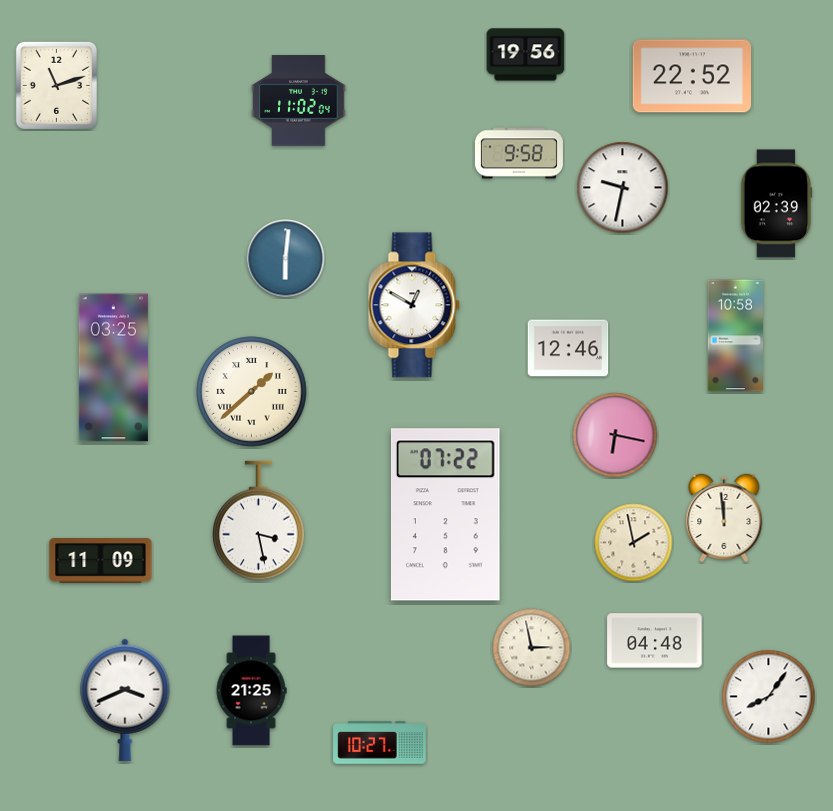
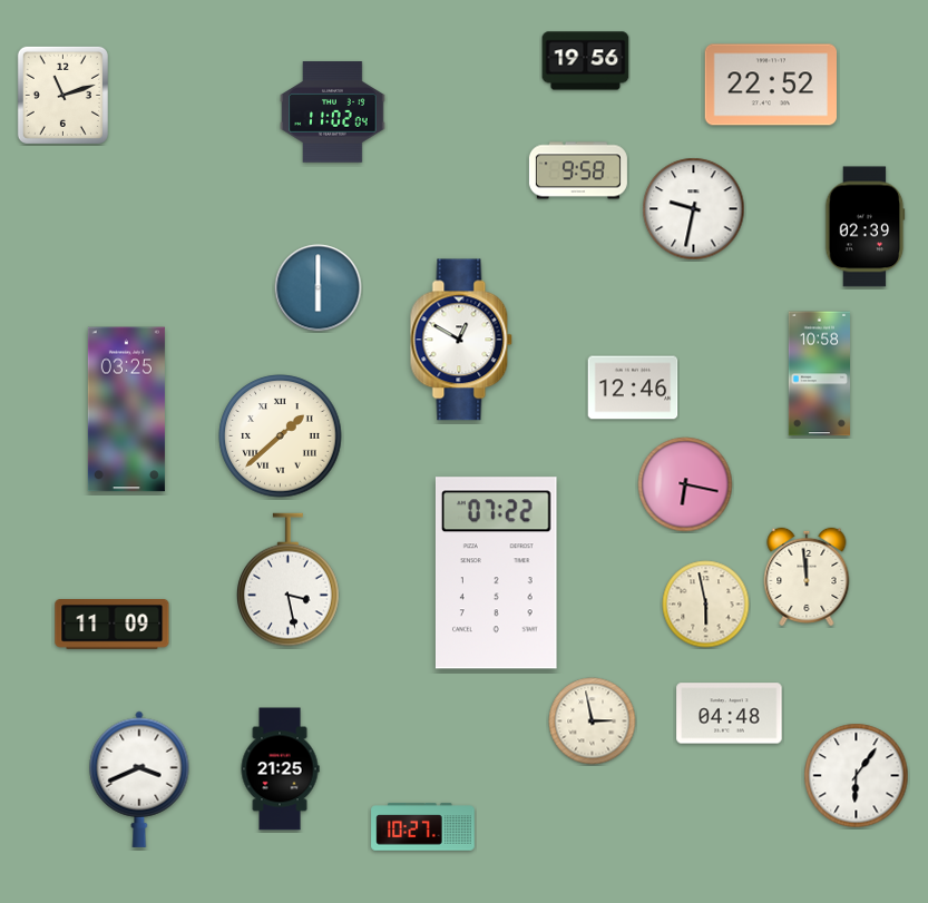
clock at (286, 259): 6:01 -> 6:00
clock at (634, 543): 1:58 -> 5:58
clock at (769, 697): 8:06 -> 6:06
